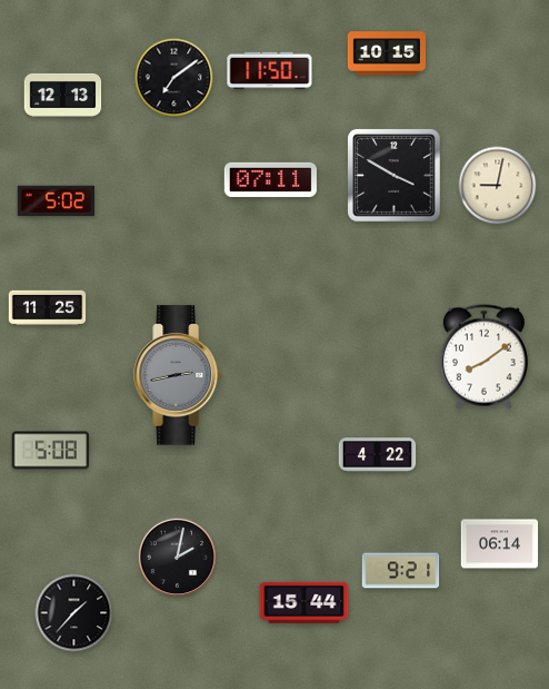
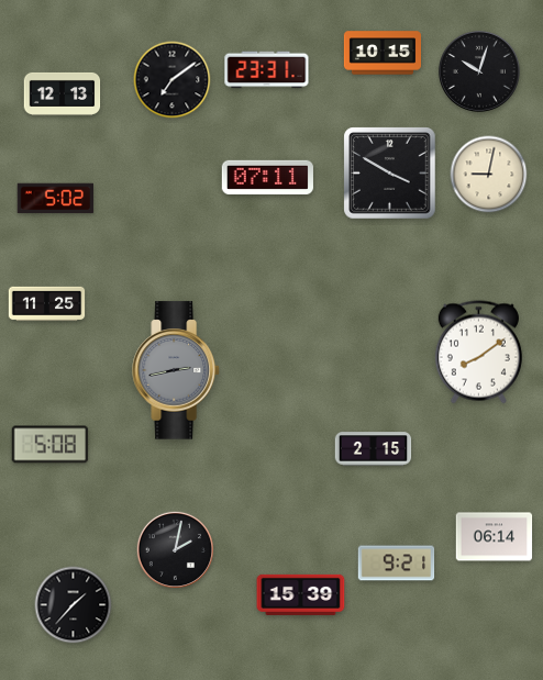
clock at (270, 71): 11:50 -> 23:31
clock at (480, 73): none -> 10:03
clock at (174, 78) position: (174, 78) -> (173, 80)
clock at (498, 186) position: (498, 186) -> (489, 175)
clock at (378, 455): 4:22 -> 2:15
clock at (305, 602): 15:44 -> 15:39
